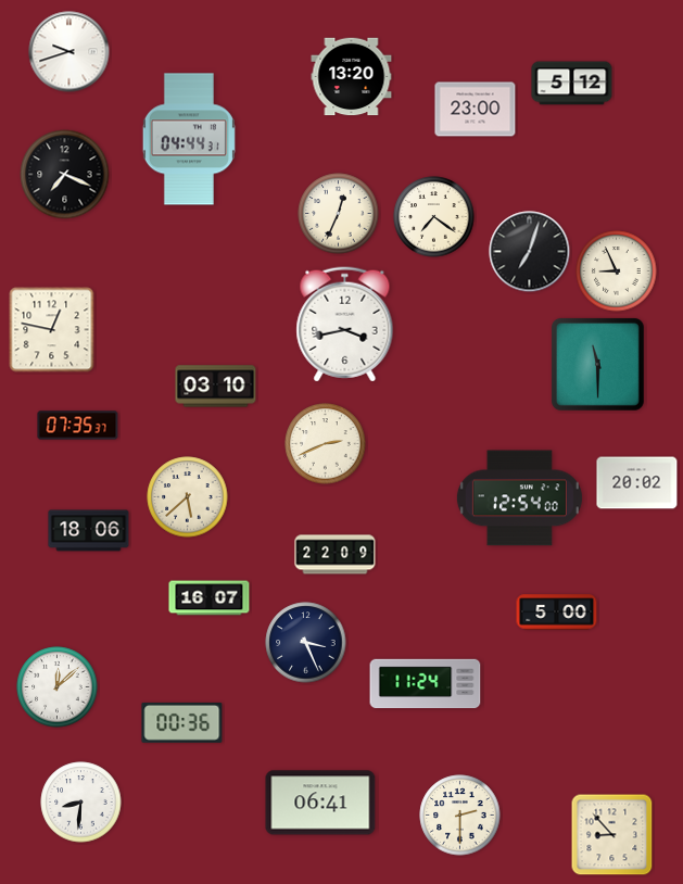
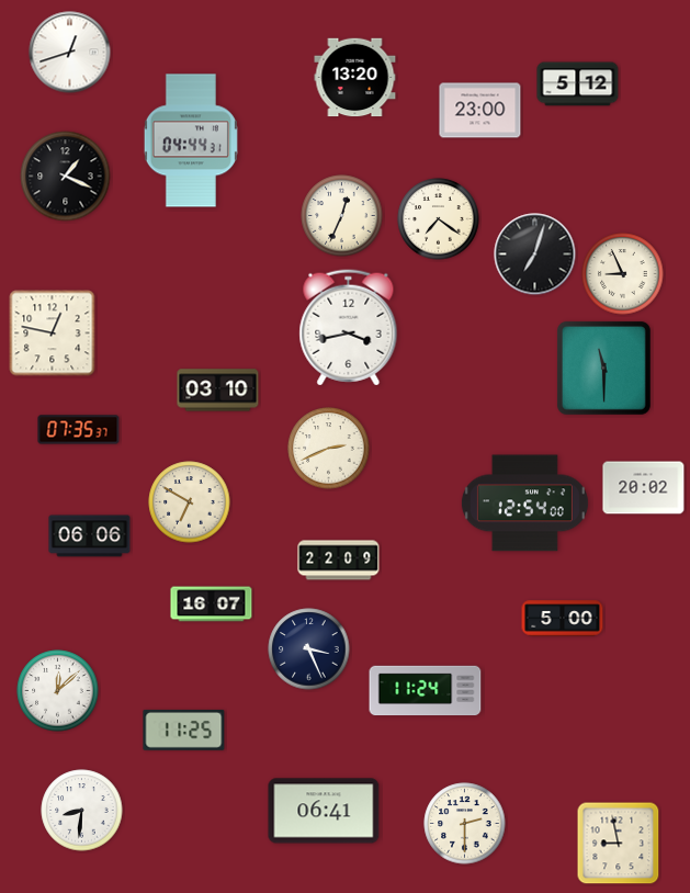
clock at (69, 52): 9:42 -> 12:42
clock at (65, 175): 7:19 -> 1:19
clock at (188, 497): 5:38 -> 6:50
clock at (89, 531): 18:06 -> 06:06
clock at (426, 684) position: (426, 684) -> (426, 691)
clock at (58, 687) position: (58, 687) -> (58, 691)
clock at (182, 722): 00:36 -> 11:25
clock at (612, 835): 8:53 -> 8:58
